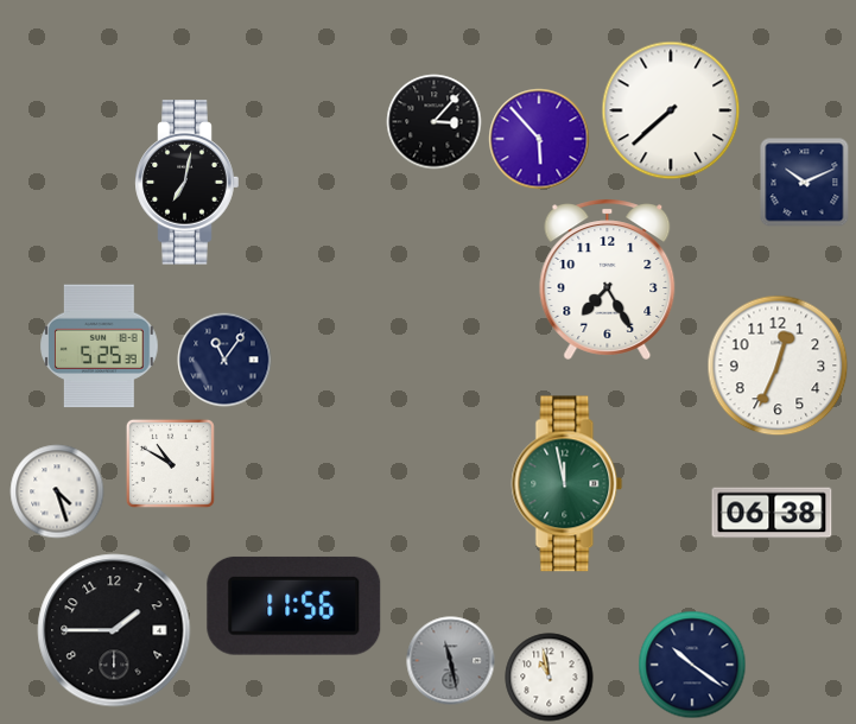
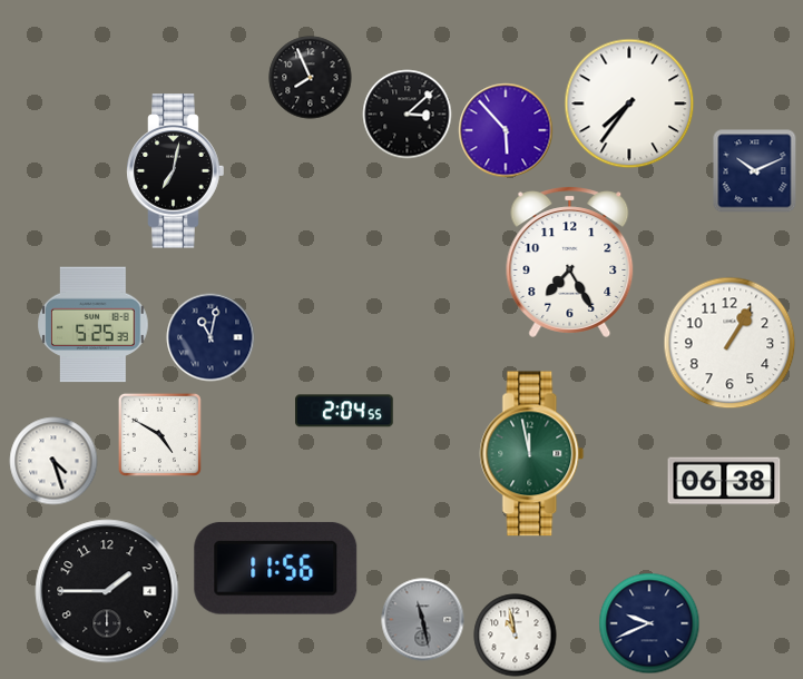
clock at (311, 78): none -> 7:56
clock at (671, 110): 7:38 -> 7:36
clock at (435, 122): 3:07 -> 3:08
clock at (224, 360): 11:06 -> 11:02
clock at (778, 366): 12:34 -> 1:05
clock at (345, 411): none -> 2:04
clock at (170, 463): 10:50 -> 4:50
clock at (692, 665): 10:21 -> 9:41
